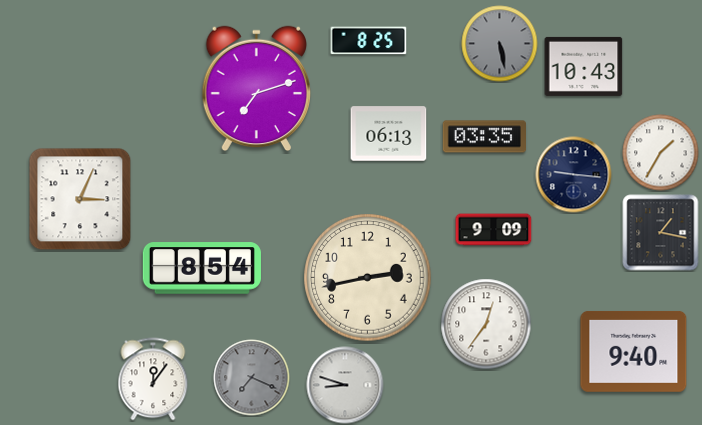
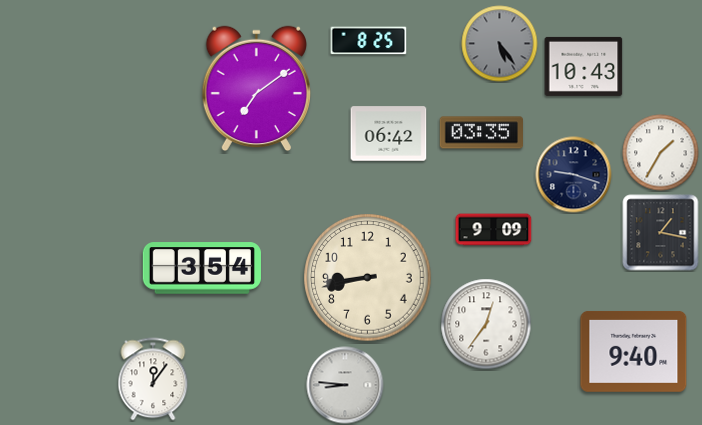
clock at (500, 44): 5:28 -> 5:24
clock at (256, 89): 7:12 -> 7:09
clock at (389, 134): 06:13 -> 06:42
clock at (484, 137) position: (484, 137) -> (481, 133)
clock at (574, 175): 9:16 -> 9:18
clock at (80, 199): 3:04 -> none
clock at (202, 268): 8:54 -> 3:54
clock at (368, 278): 2:43 -> 8:43
clock at (252, 378): 7:19 -> none
clock at (345, 385): 8:48 -> 8:46
